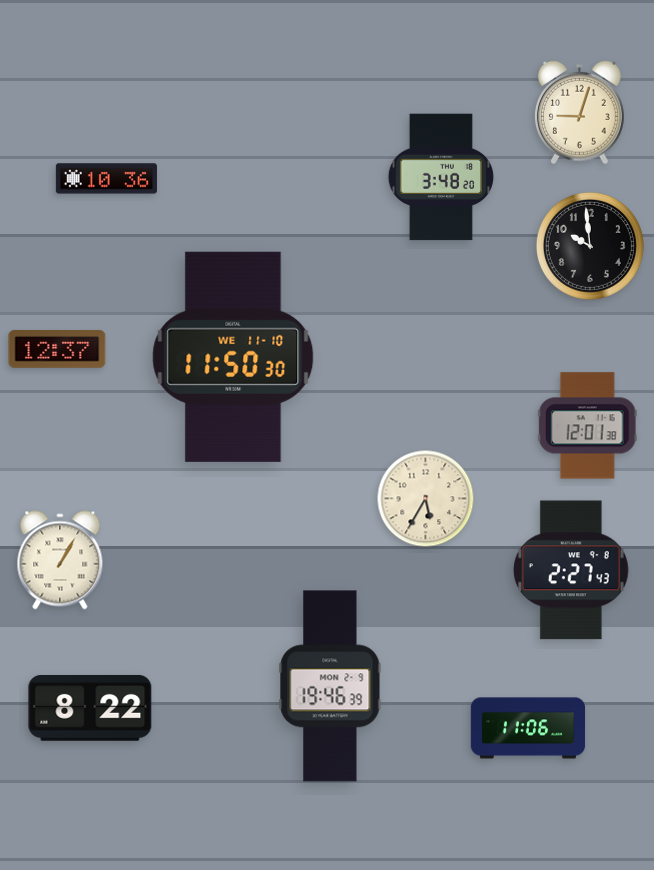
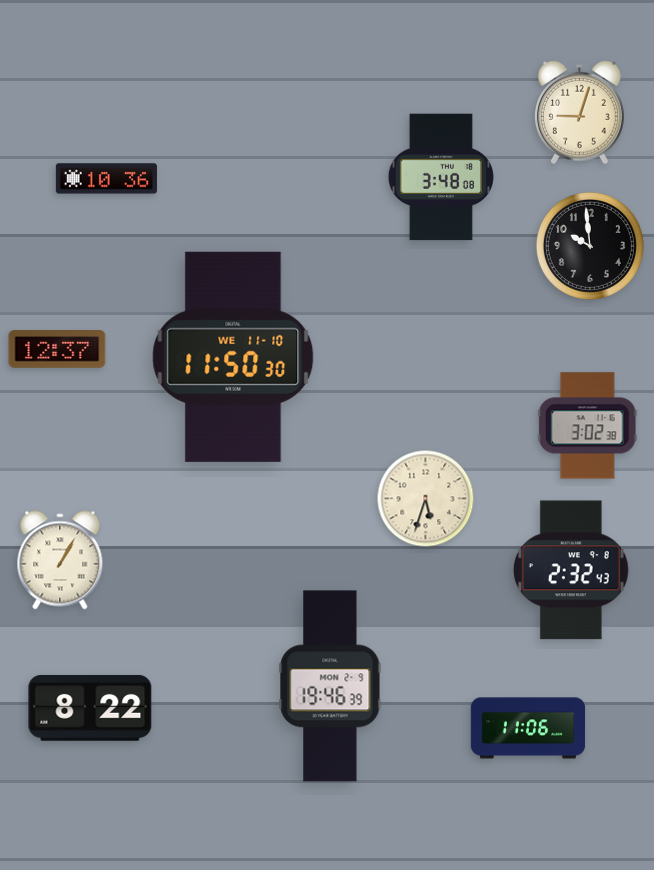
clock at (441, 177): 3:48:20 -> 3:48:08
clock at (587, 426): 12:01 -> 3:02
clock at (426, 499): 5:35 -> 5:33
clock at (571, 570): 2:27 -> 2:32
